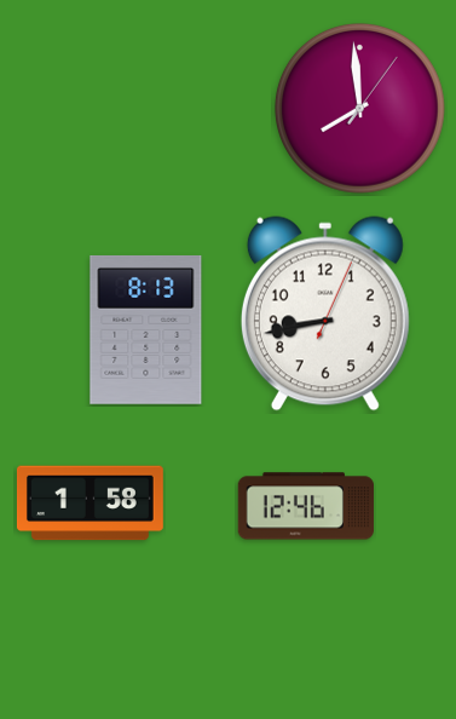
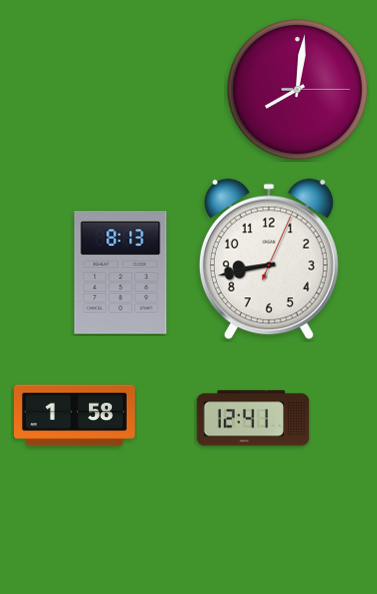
clock at (359, 108): 7:59 -> 8:01
clock at (306, 506): 12:46 -> 12:41
